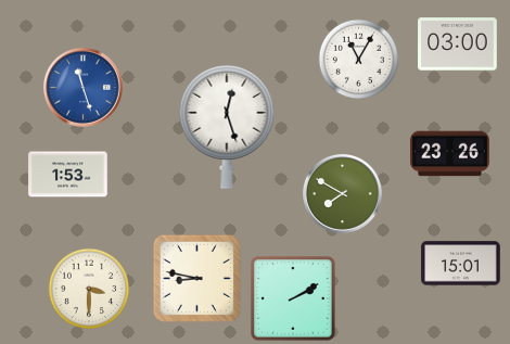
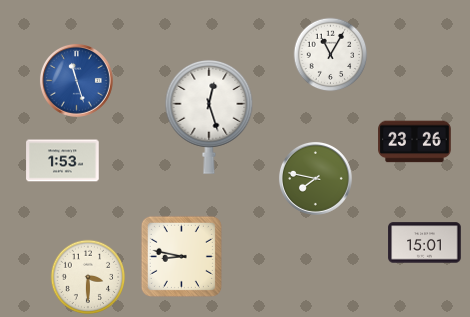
clock at (458, 44): 03:00 -> none
clock at (342, 193): 7:50 -> 7:47
clock at (89, 289) position: (89, 289) -> (88, 277)
clock at (293, 298): 2:10 -> none
